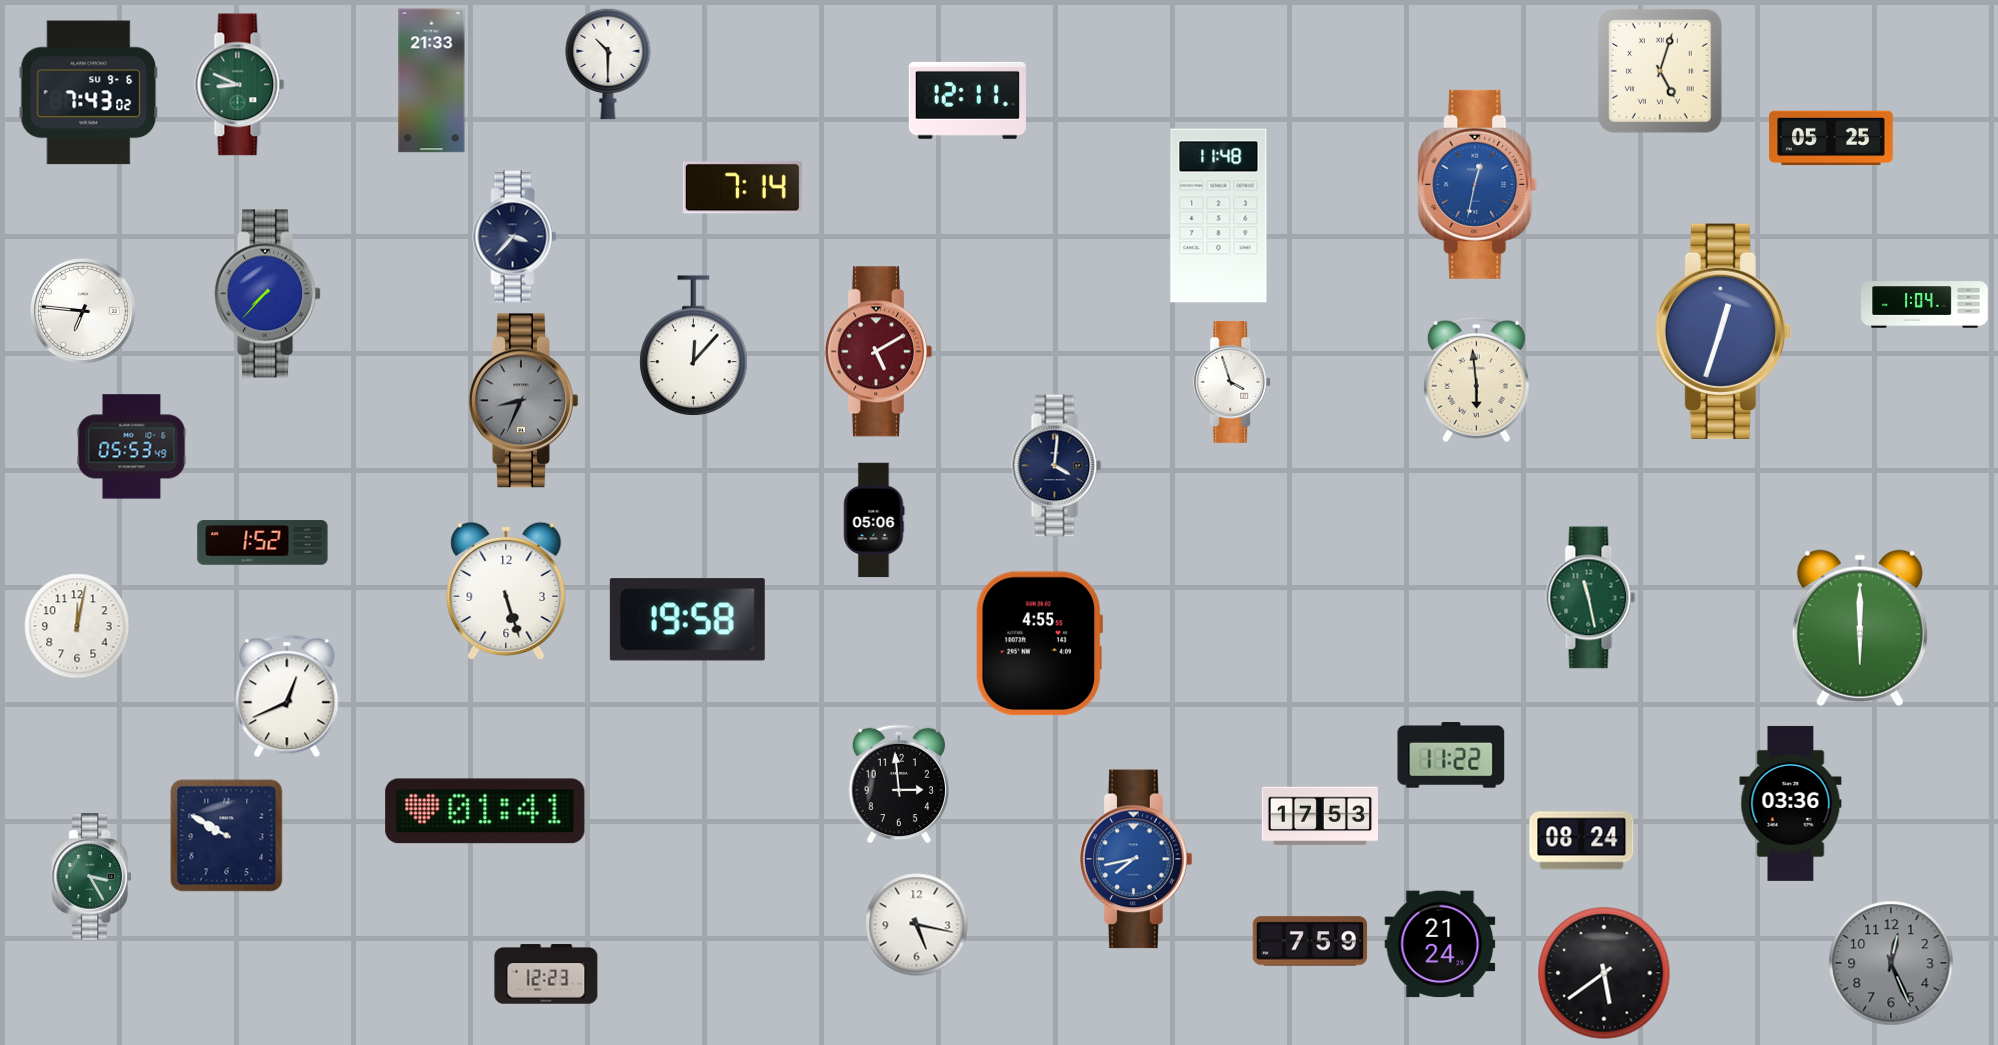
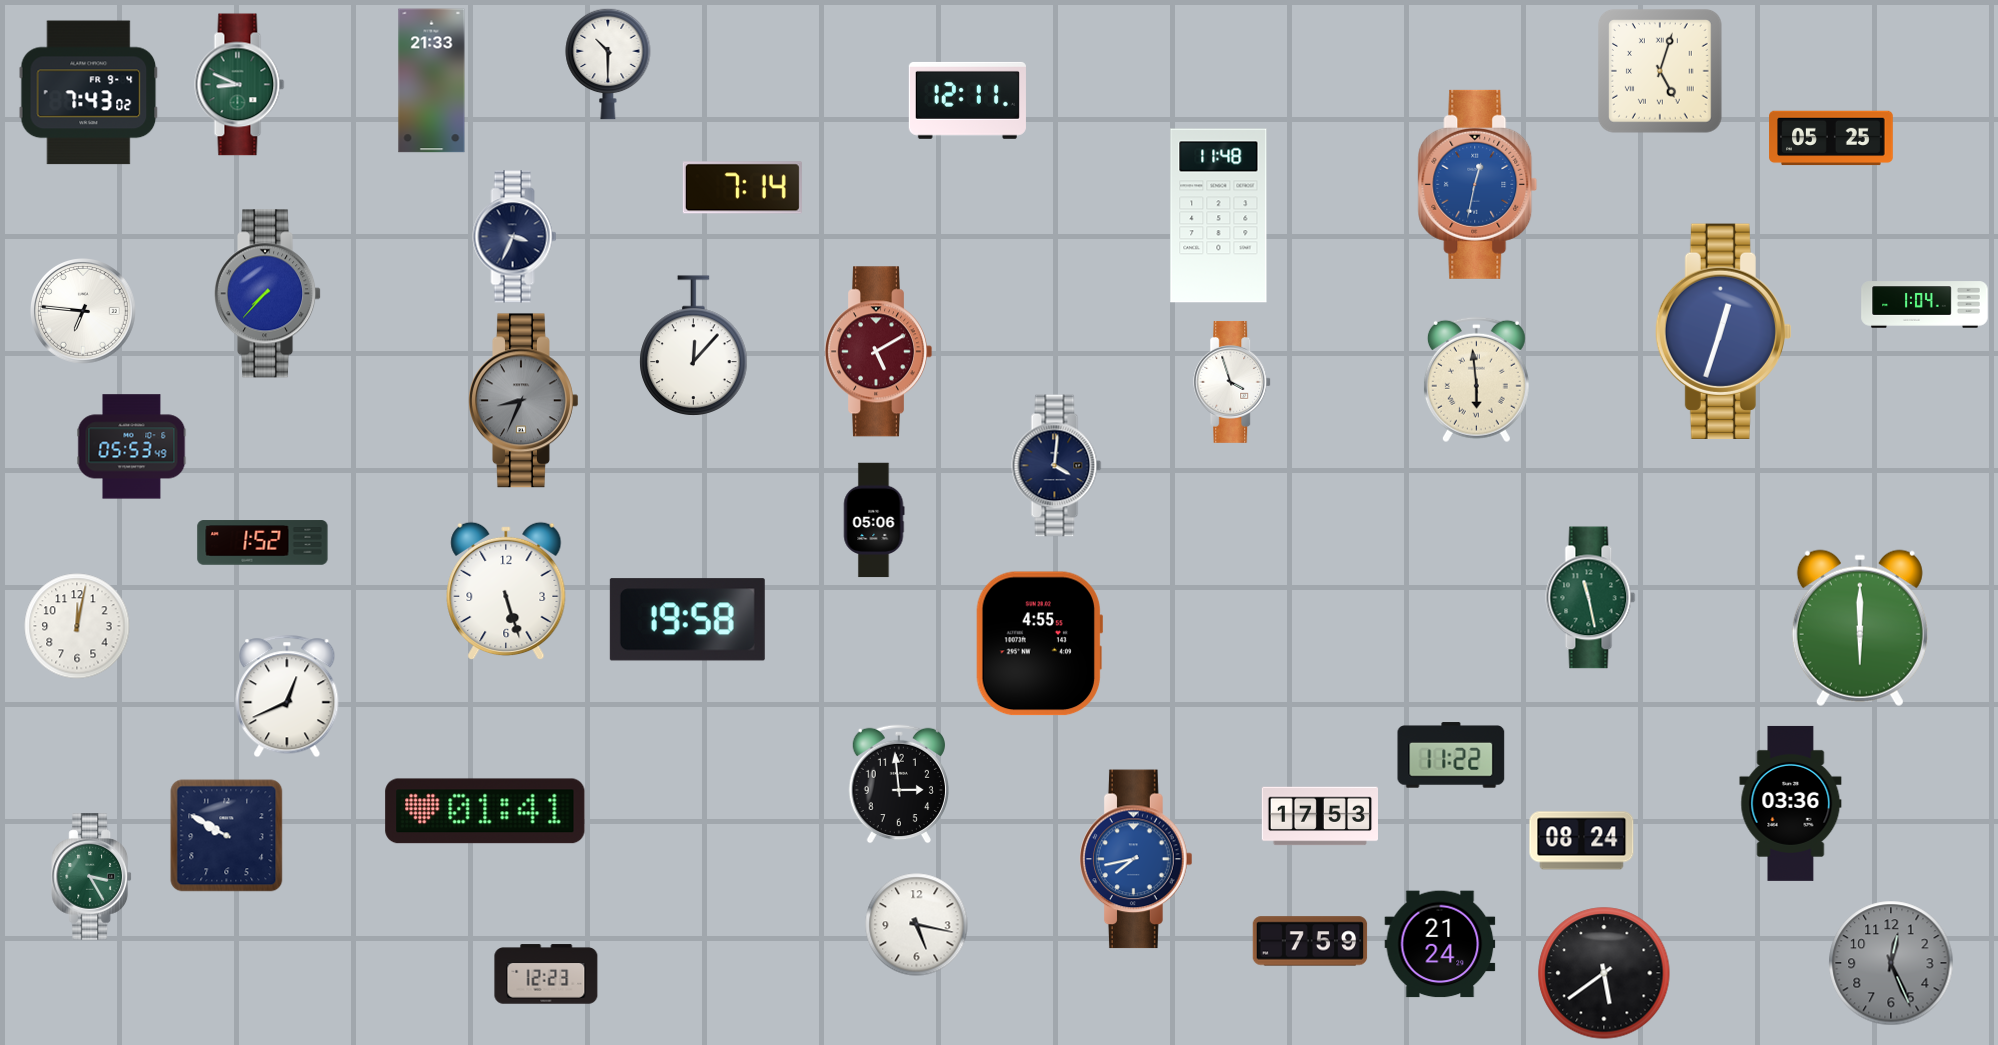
clock at (89, 93) date: SU 9-6 -> FR 9-4
clock at (515, 237): 3:37 -> 3:34
